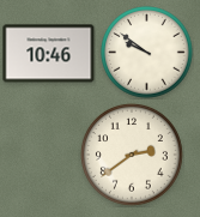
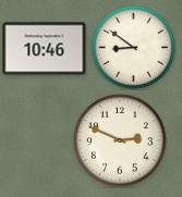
clock at (147, 53): 9:51 -> 8:51
clock at (132, 155): 2:39 -> 2:49
